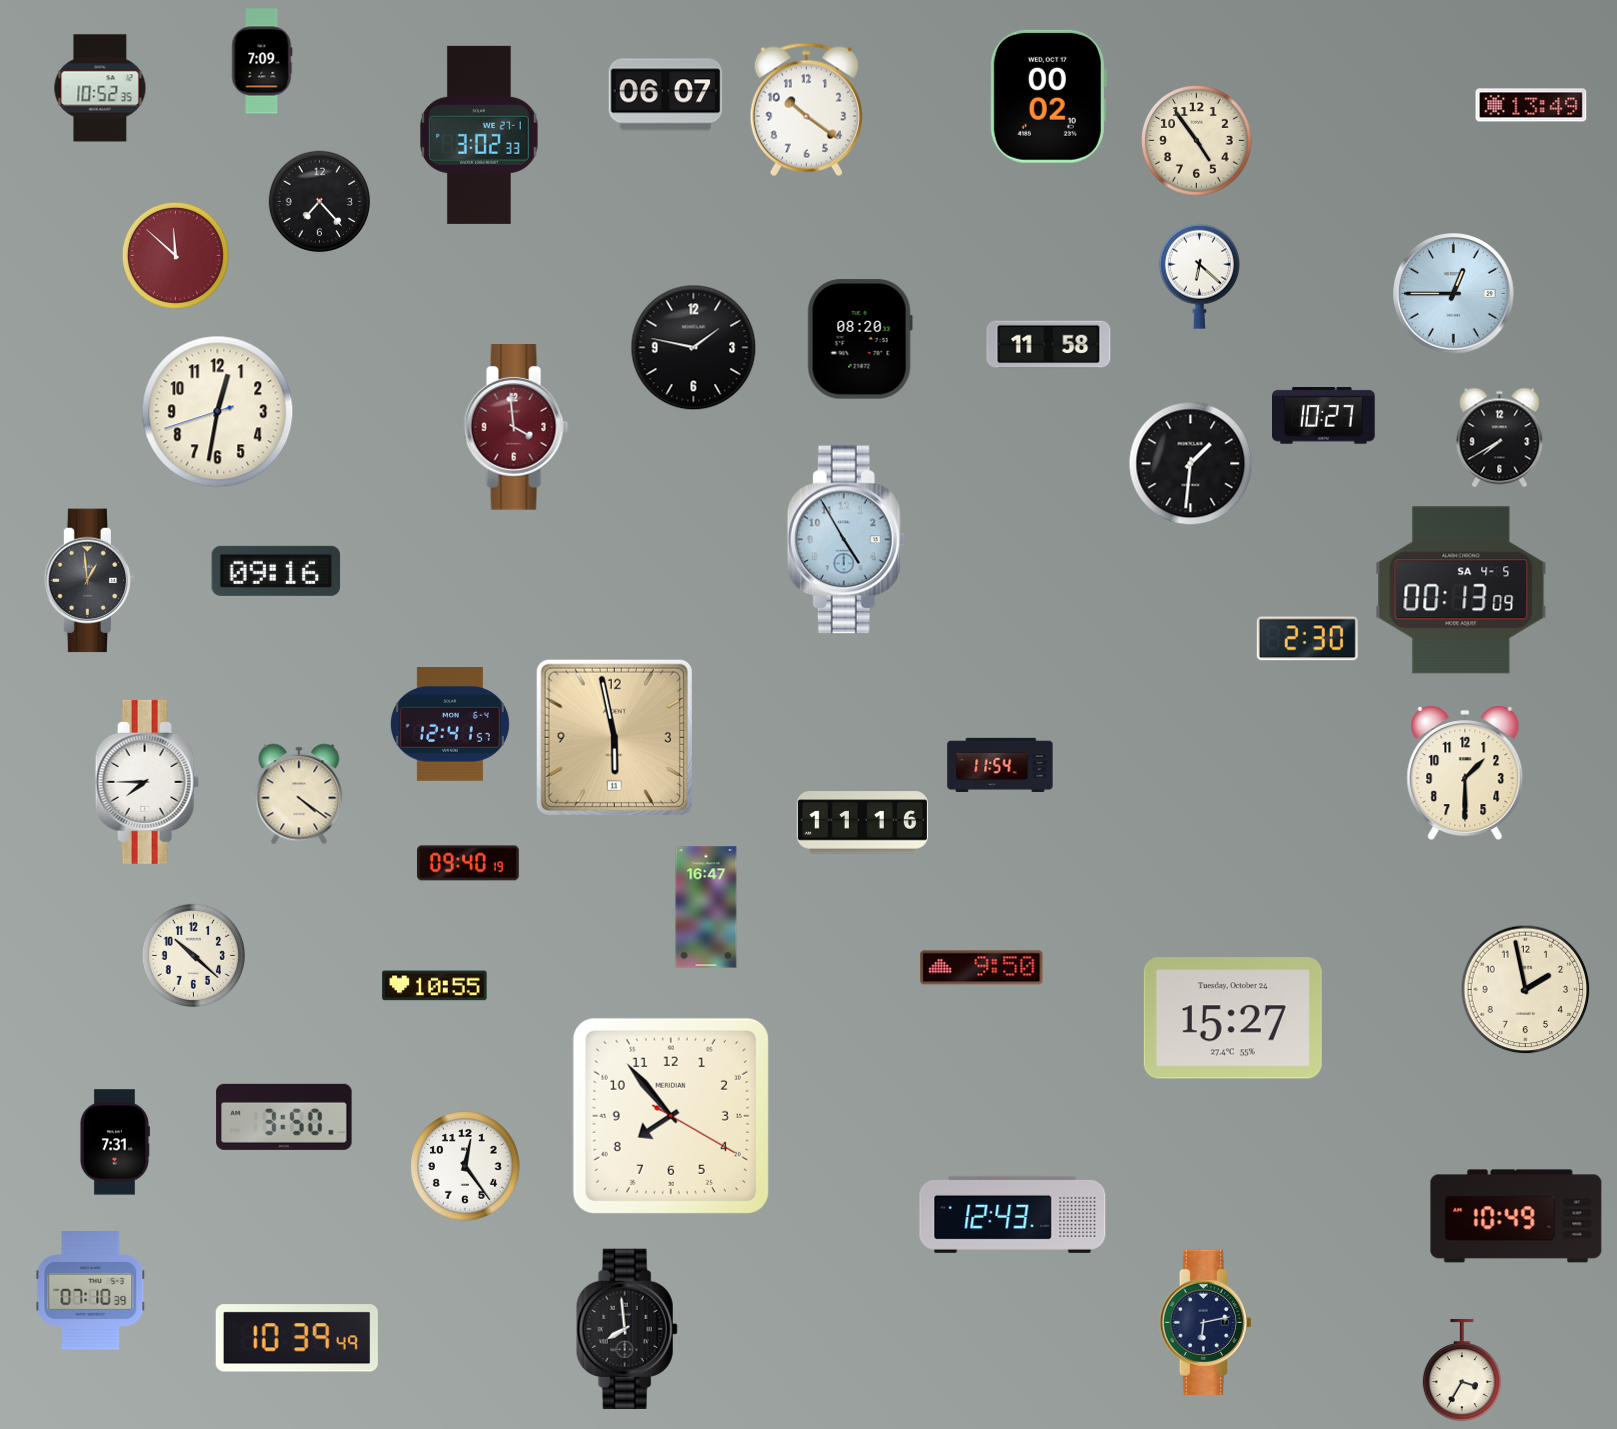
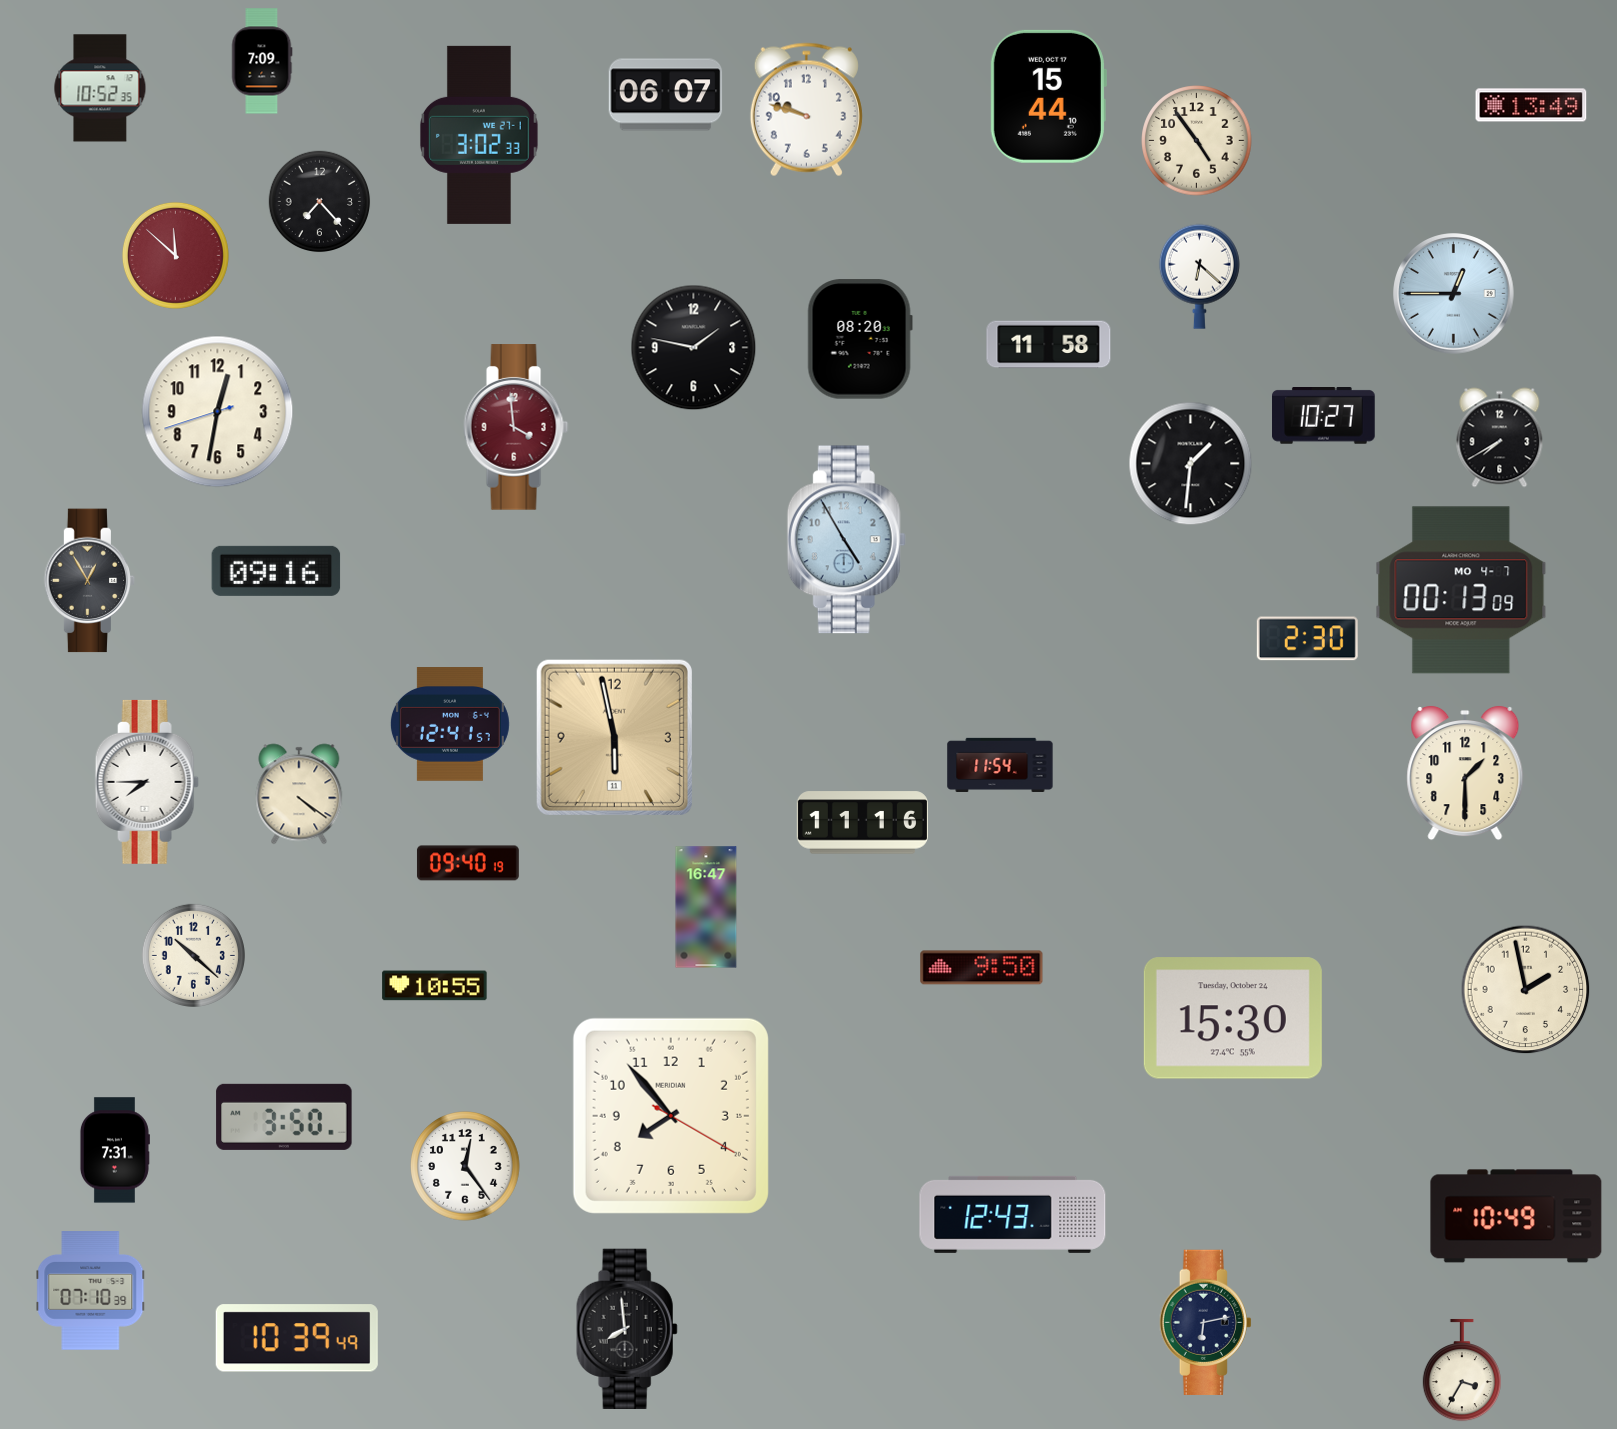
clock at (1048, 96): 00:02 -> 15:44
clock at (806, 110): 10:21 -> 9:48
clock at (90, 581): 12:59 -> 12:55
clock at (1461, 590) date: SA 4-5 -> MO 4-7
clock at (1233, 1018): 15:27 -> 15:30
clock at (114, 1142) position: (114, 1142) -> (114, 1150)
